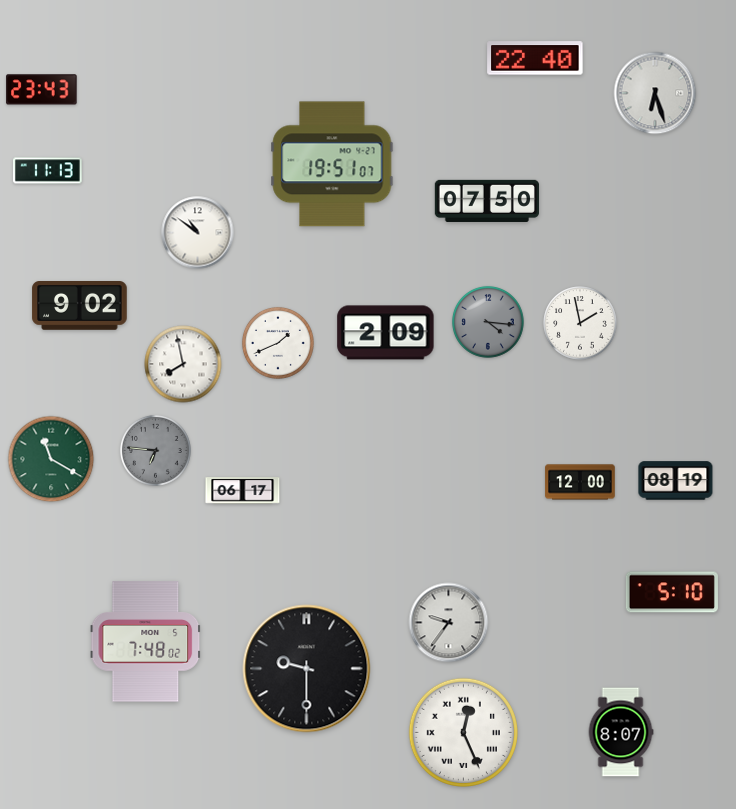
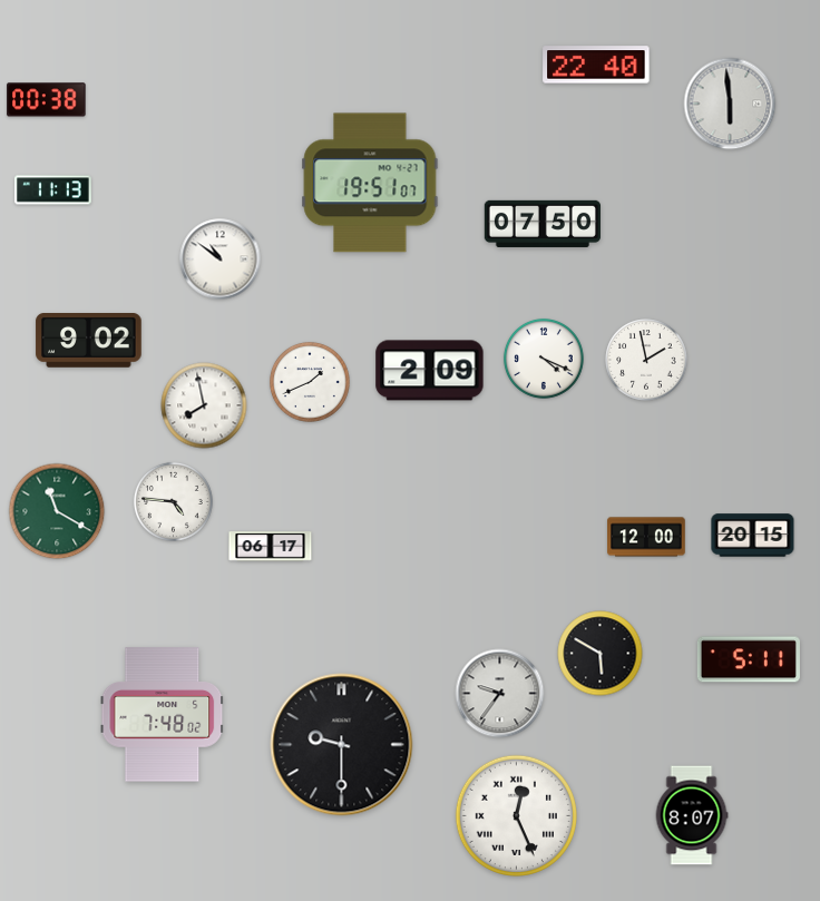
clock at (42, 90): 23:43 -> 00:38
clock at (655, 93): 6:27 -> 5:59
clock at (488, 322): 4:16 -> 4:19
clock at (488, 322) dial: grey -> white
clock at (155, 450): 6:46 -> 4:46
clock at (155, 450) dial: grey -> white
clock at (676, 481): 08:19 -> 20:15
clock at (601, 654): none -> 5:50
clock at (672, 592): 5:10 -> 5:11
